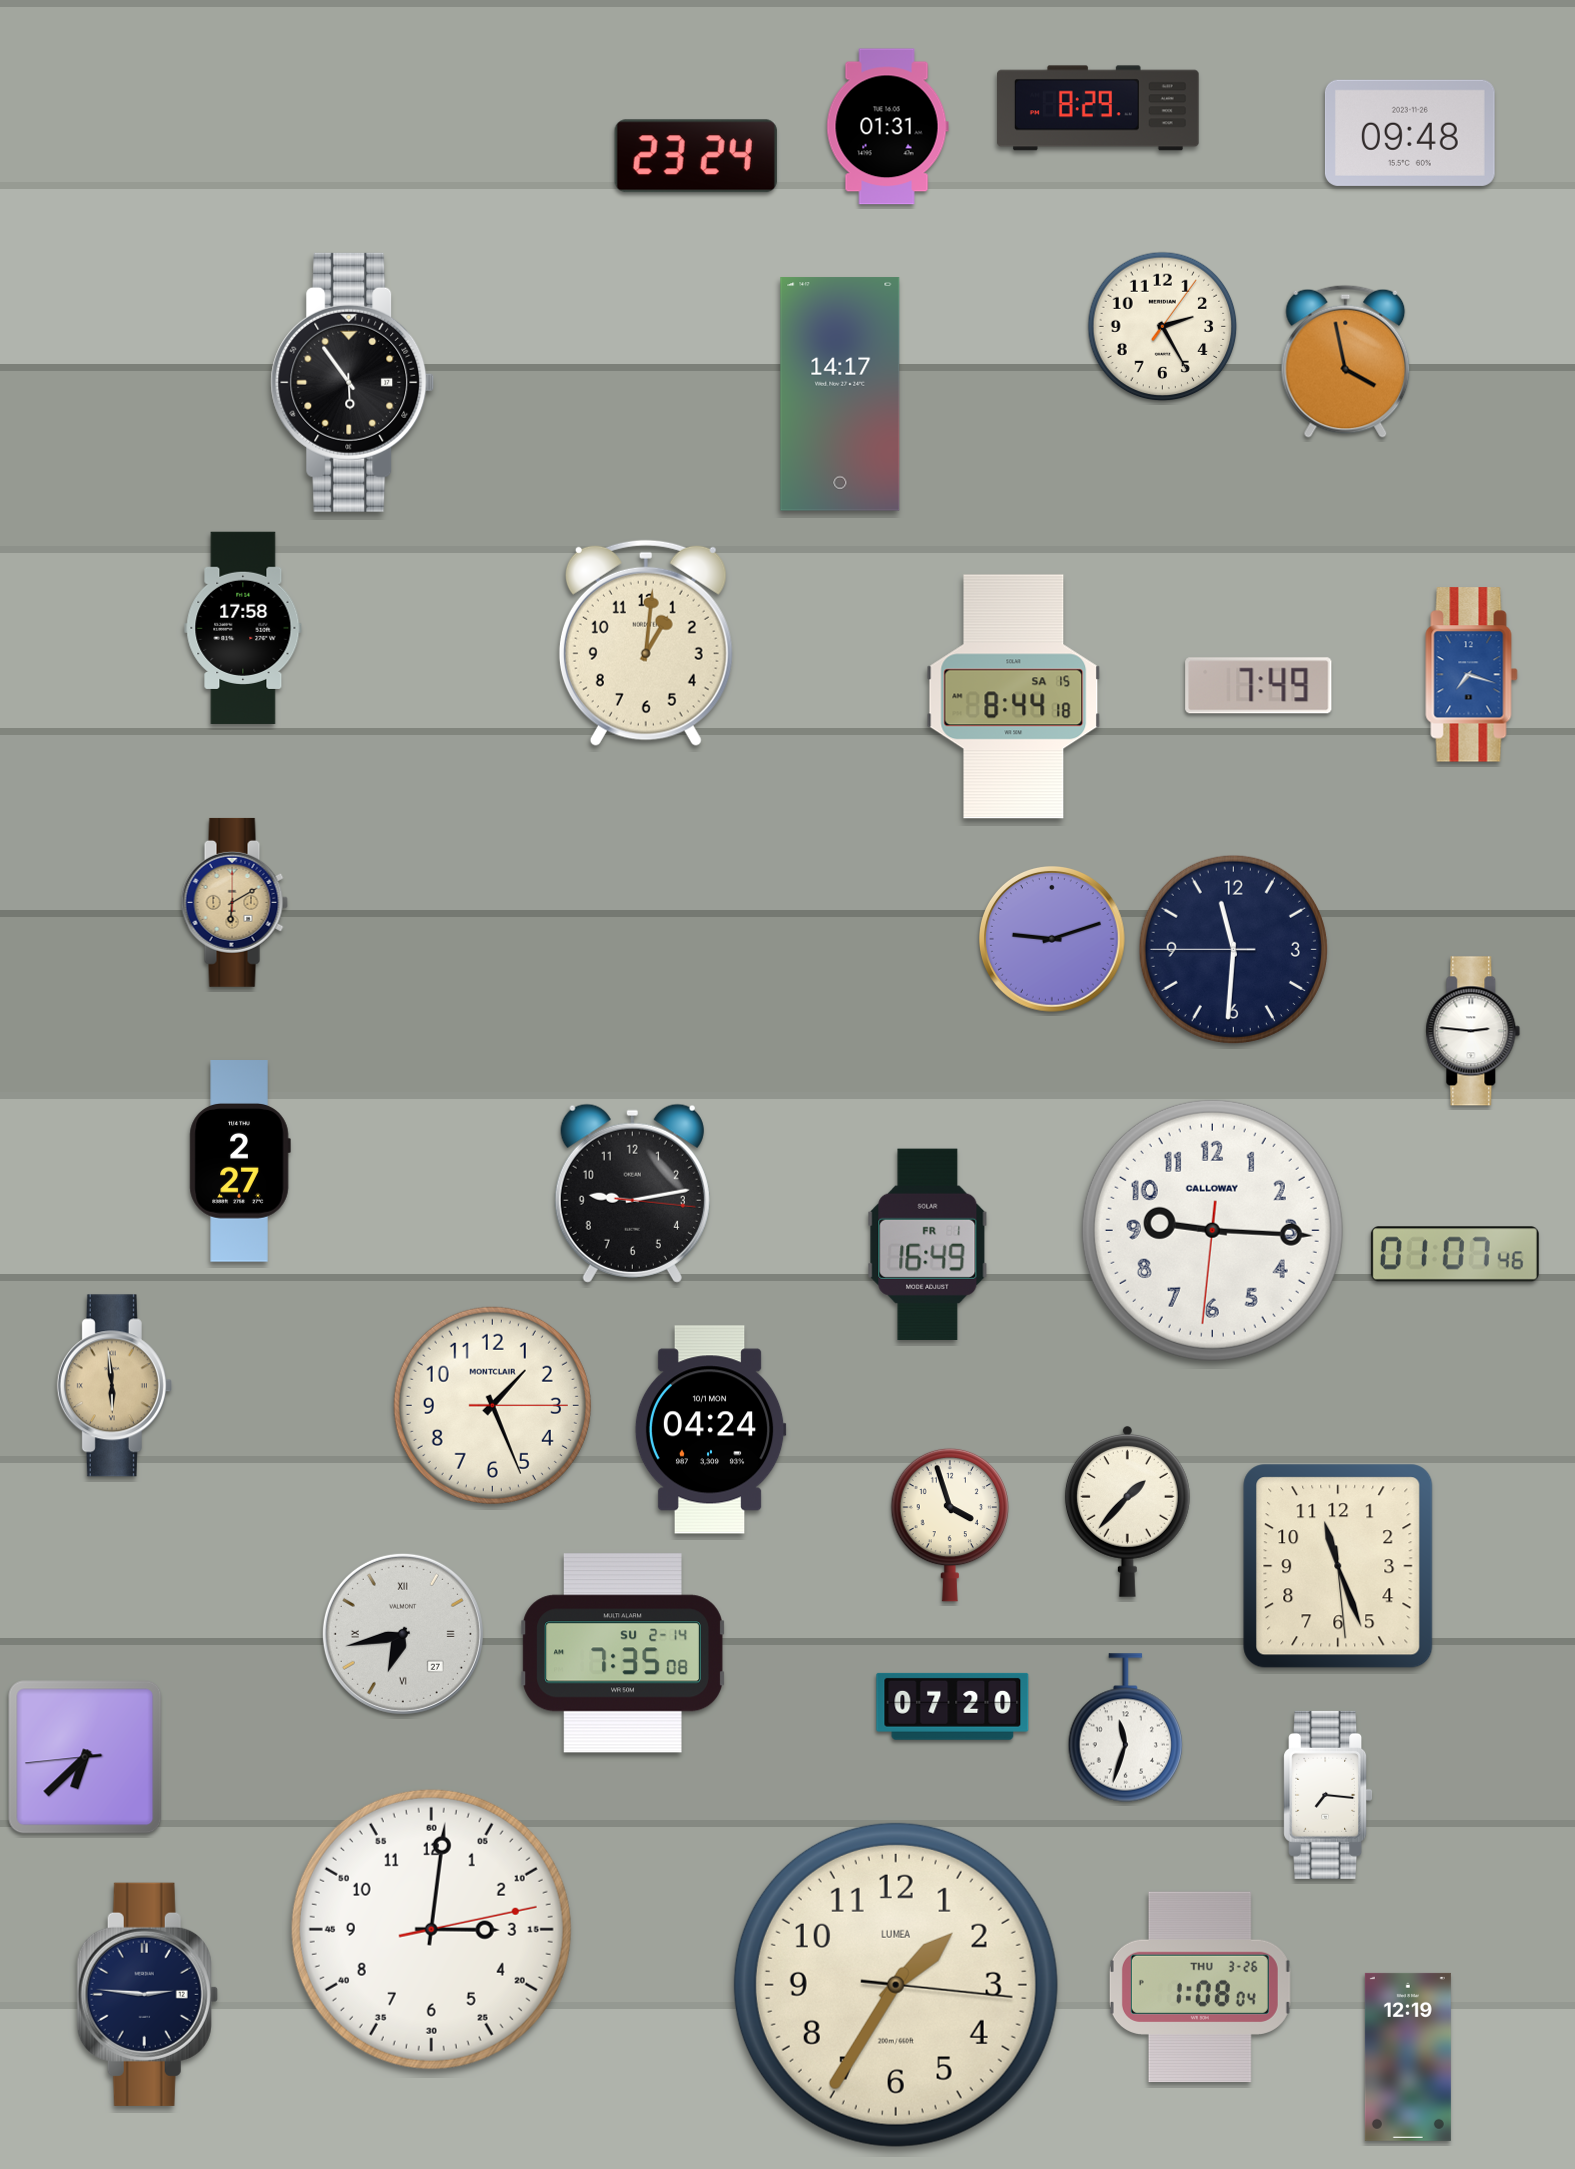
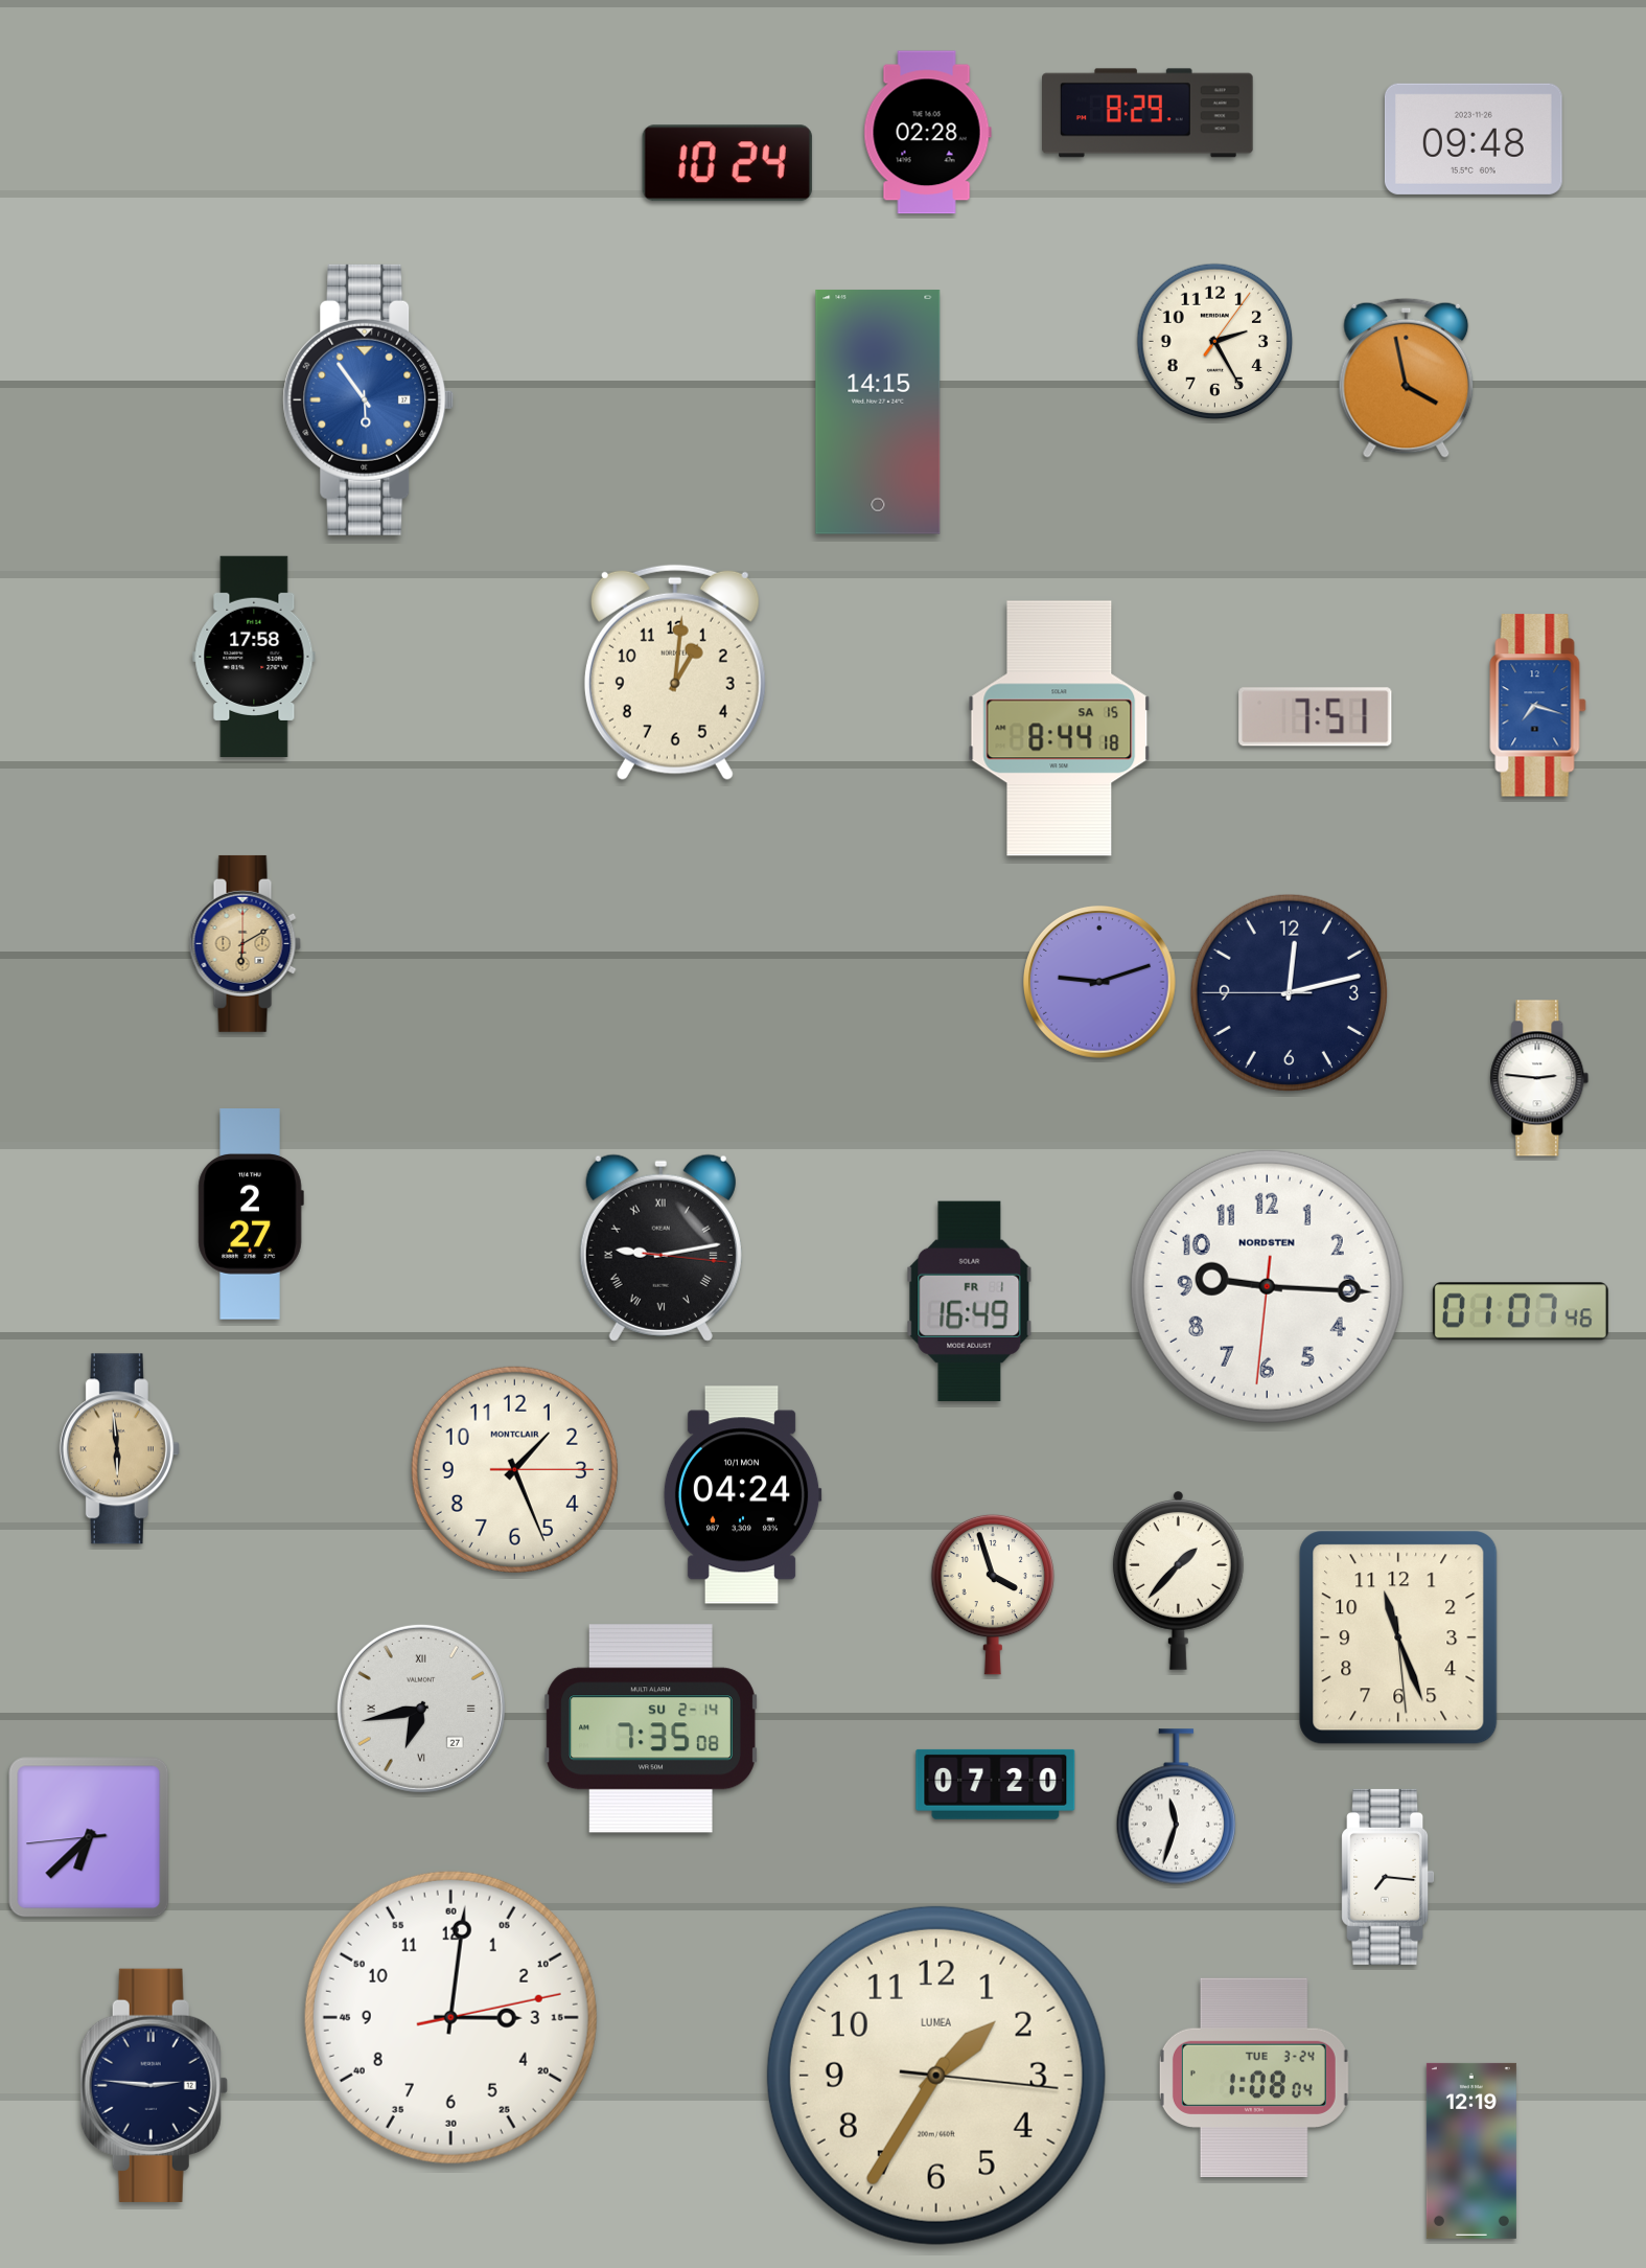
clock at (887, 127): 01:31 -> 02:28
clock at (696, 156): 23:24 -> 10:24
clock at (353, 382) dial: black -> blue
clock at (840, 394): 14:17 -> 14:15
clock at (1259, 686): 7:49 -> 7:51
clock at (1233, 949): 11:30 -> 12:12
clock at (632, 1193) numerals: Arabic -> Roman
clock at (1212, 1230) brand: CALLOWAY -> NORDSTEN
clock at (1200, 1987) date: THU 3-26 -> TUE 3-24
